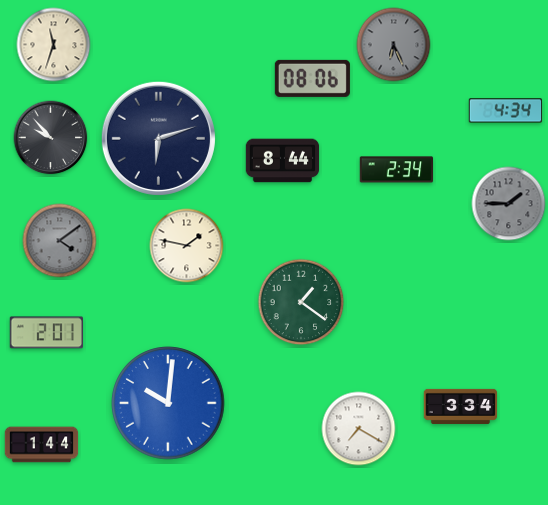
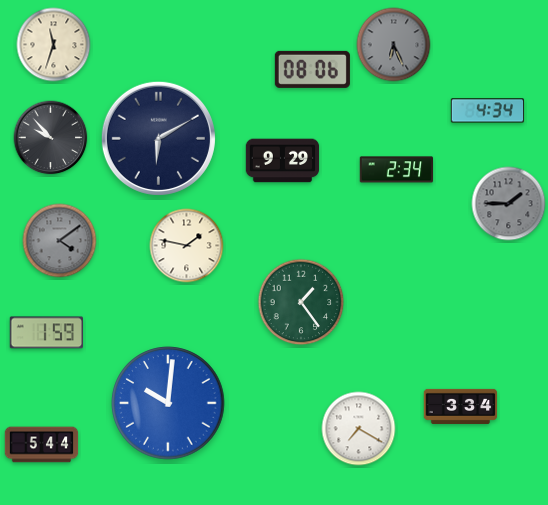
clock at (312, 78) position: (312, 78) -> (312, 69)
clock at (506, 111) position: (506, 111) -> (488, 111)
clock at (158, 138): 6:12 -> 6:10
clock at (283, 161): 8:44 -> 9:29
clock at (301, 302): 1:21 -> 1:24
clock at (47, 333): 2:01 -> 1:59
clock at (42, 445): 1:44 -> 5:44
